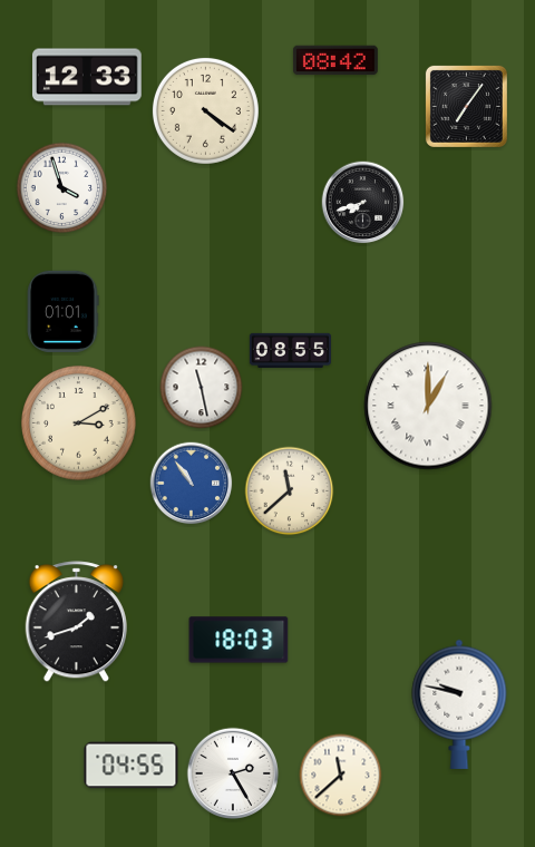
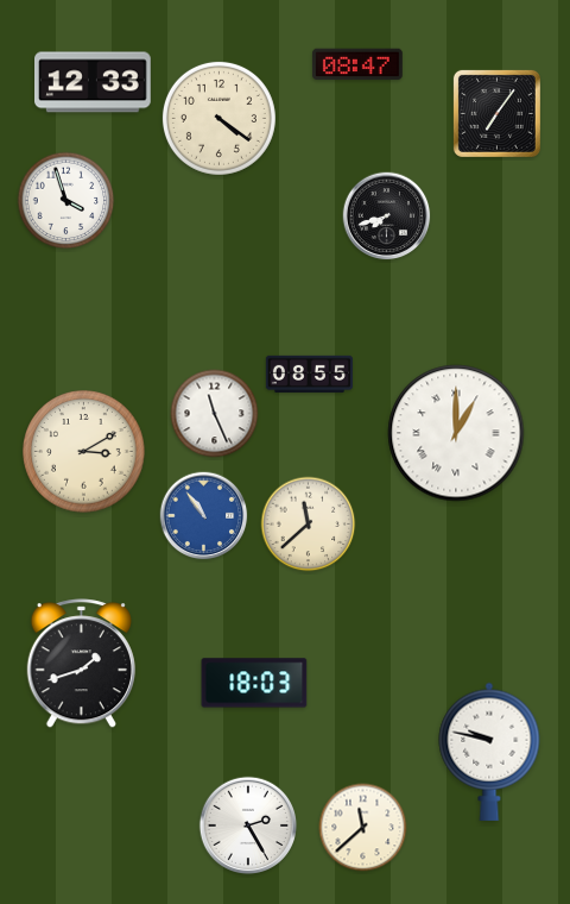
clock at (335, 60): 08:42 -> 08:47
clock at (64, 311): 01:01 -> none
clock at (202, 388): 11:28 -> 11:26
clock at (132, 766): 04:55 -> none
